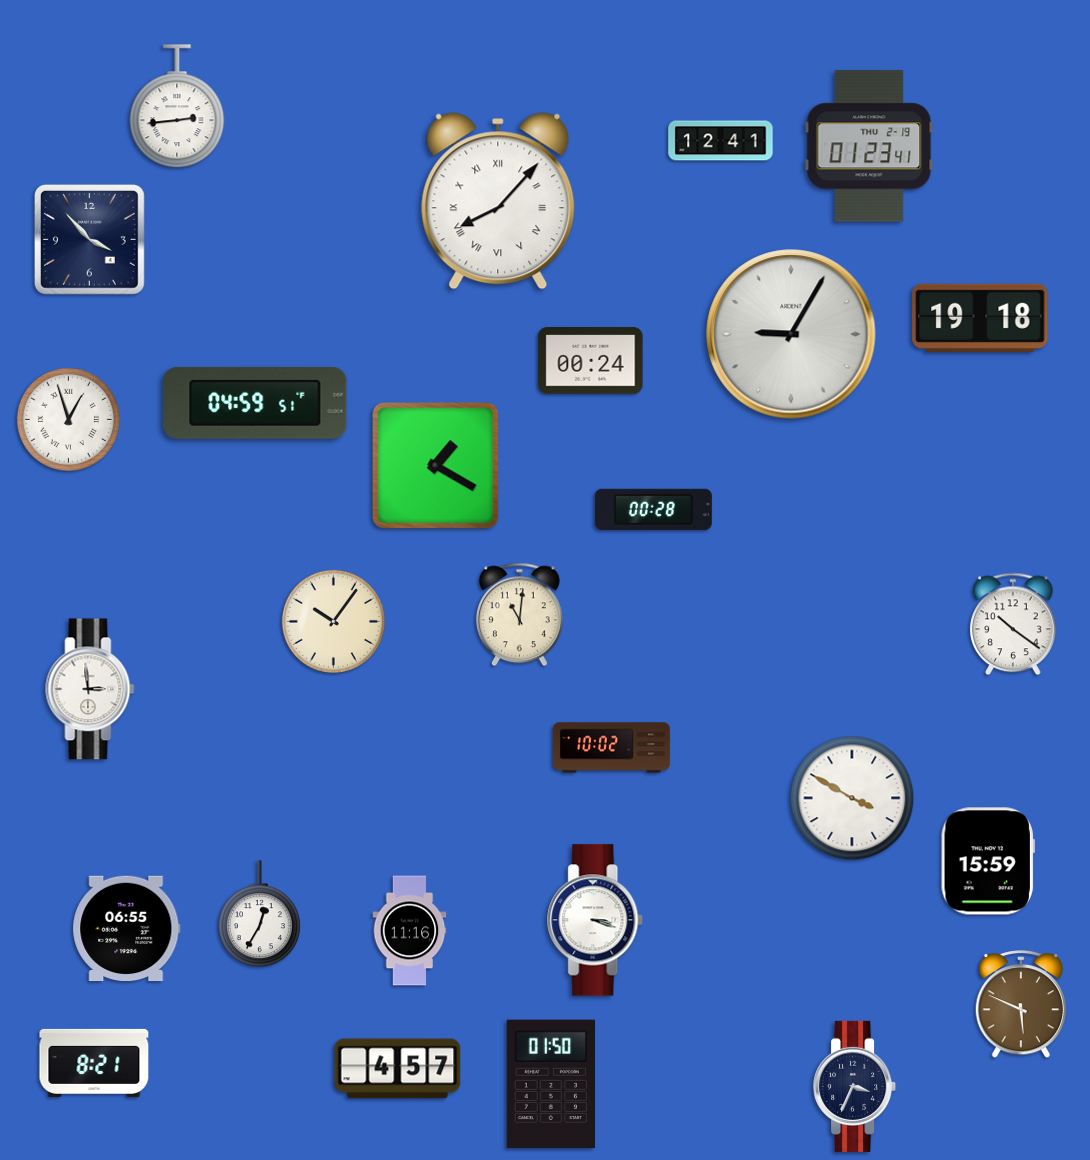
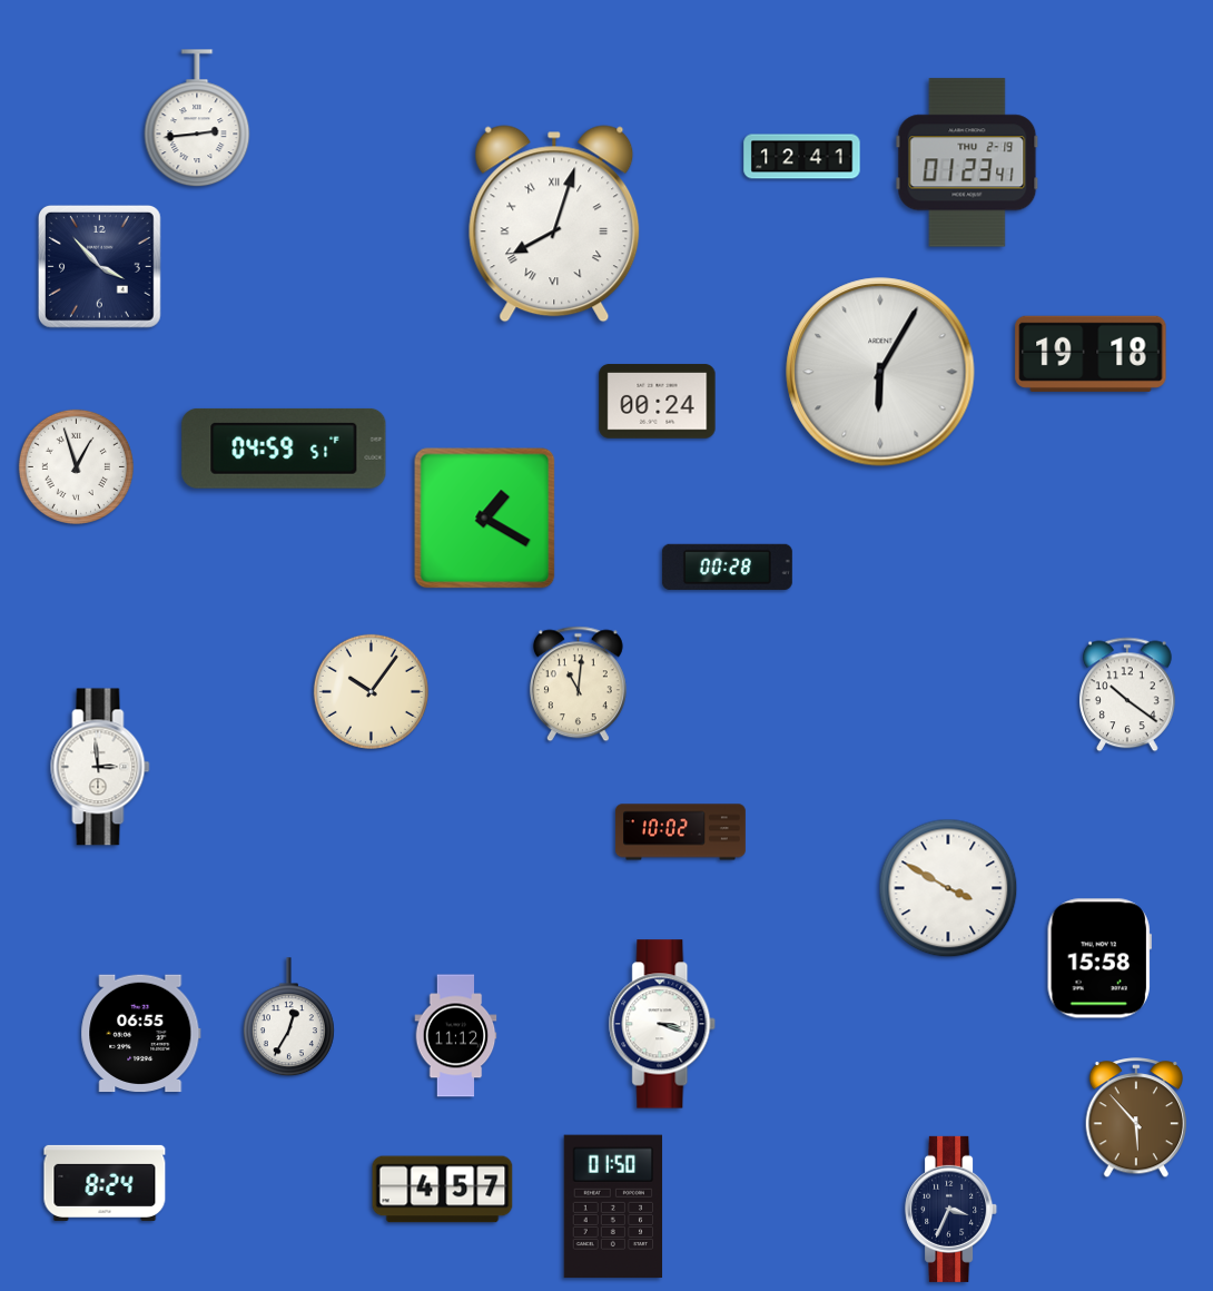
clock at (498, 201): 8:07 -> 8:03
clock at (791, 334): 9:05 -> 6:05
clock at (988, 861): 15:59 -> 15:58
clock at (410, 931): 11:16 -> 11:12
clock at (1021, 1005): 5:49 -> 5:53
clock at (94, 1063): 8:21 -> 8:24
